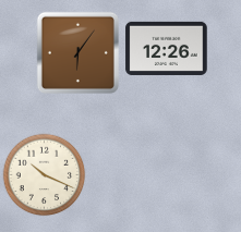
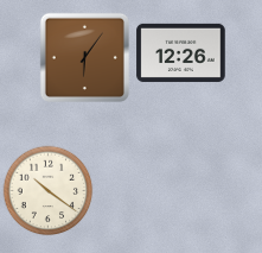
clock at (45, 175): 10:19 -> 10:21
